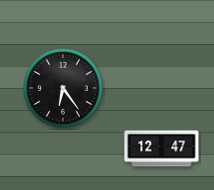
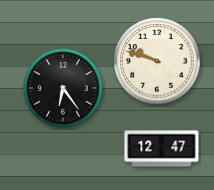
clock at (157, 61): none -> 9:48
